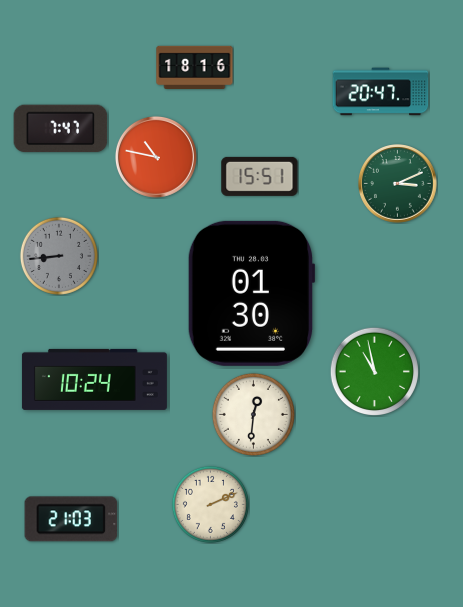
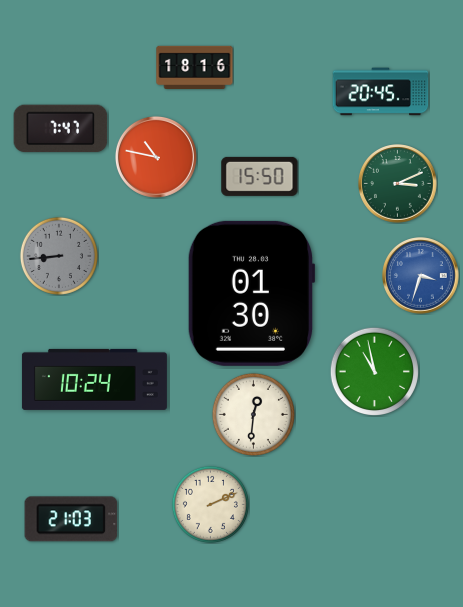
clock at (381, 92): 20:47 -> 20:45
clock at (260, 176): 15:51 -> 15:50
clock at (421, 276): none -> 3:33
